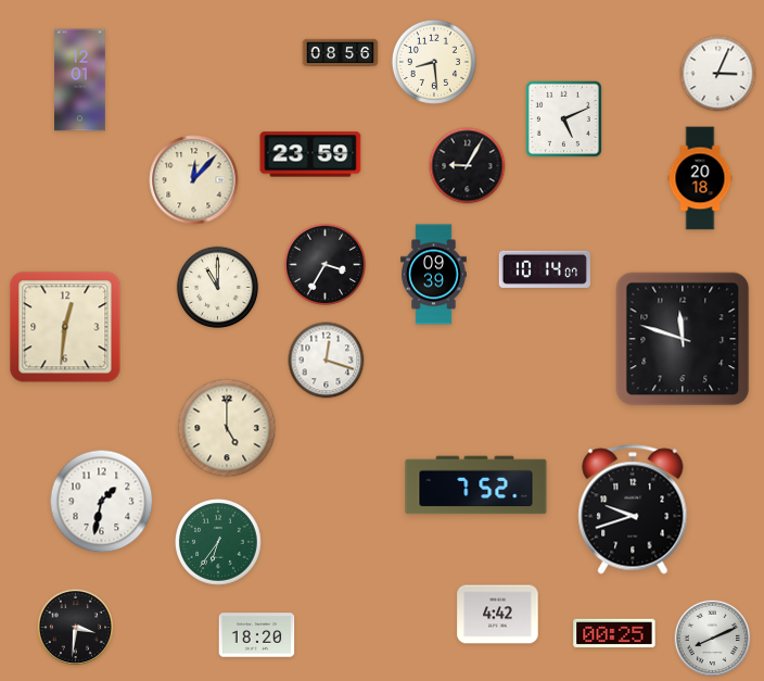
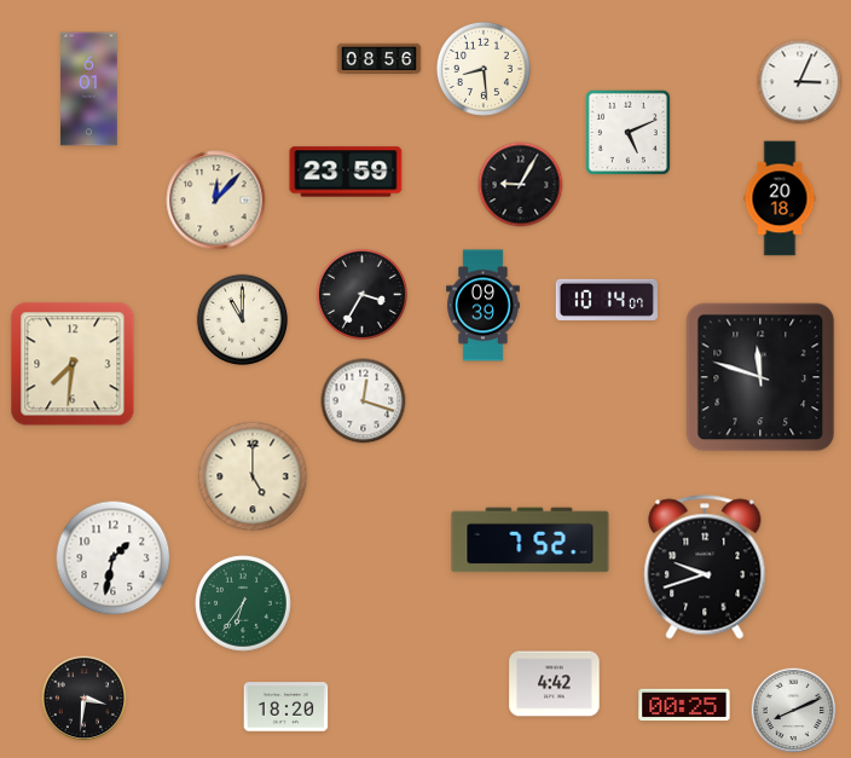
clock at (80, 80): 12:01 -> 6:01
clock at (65, 327): 12:31 -> 7:31
